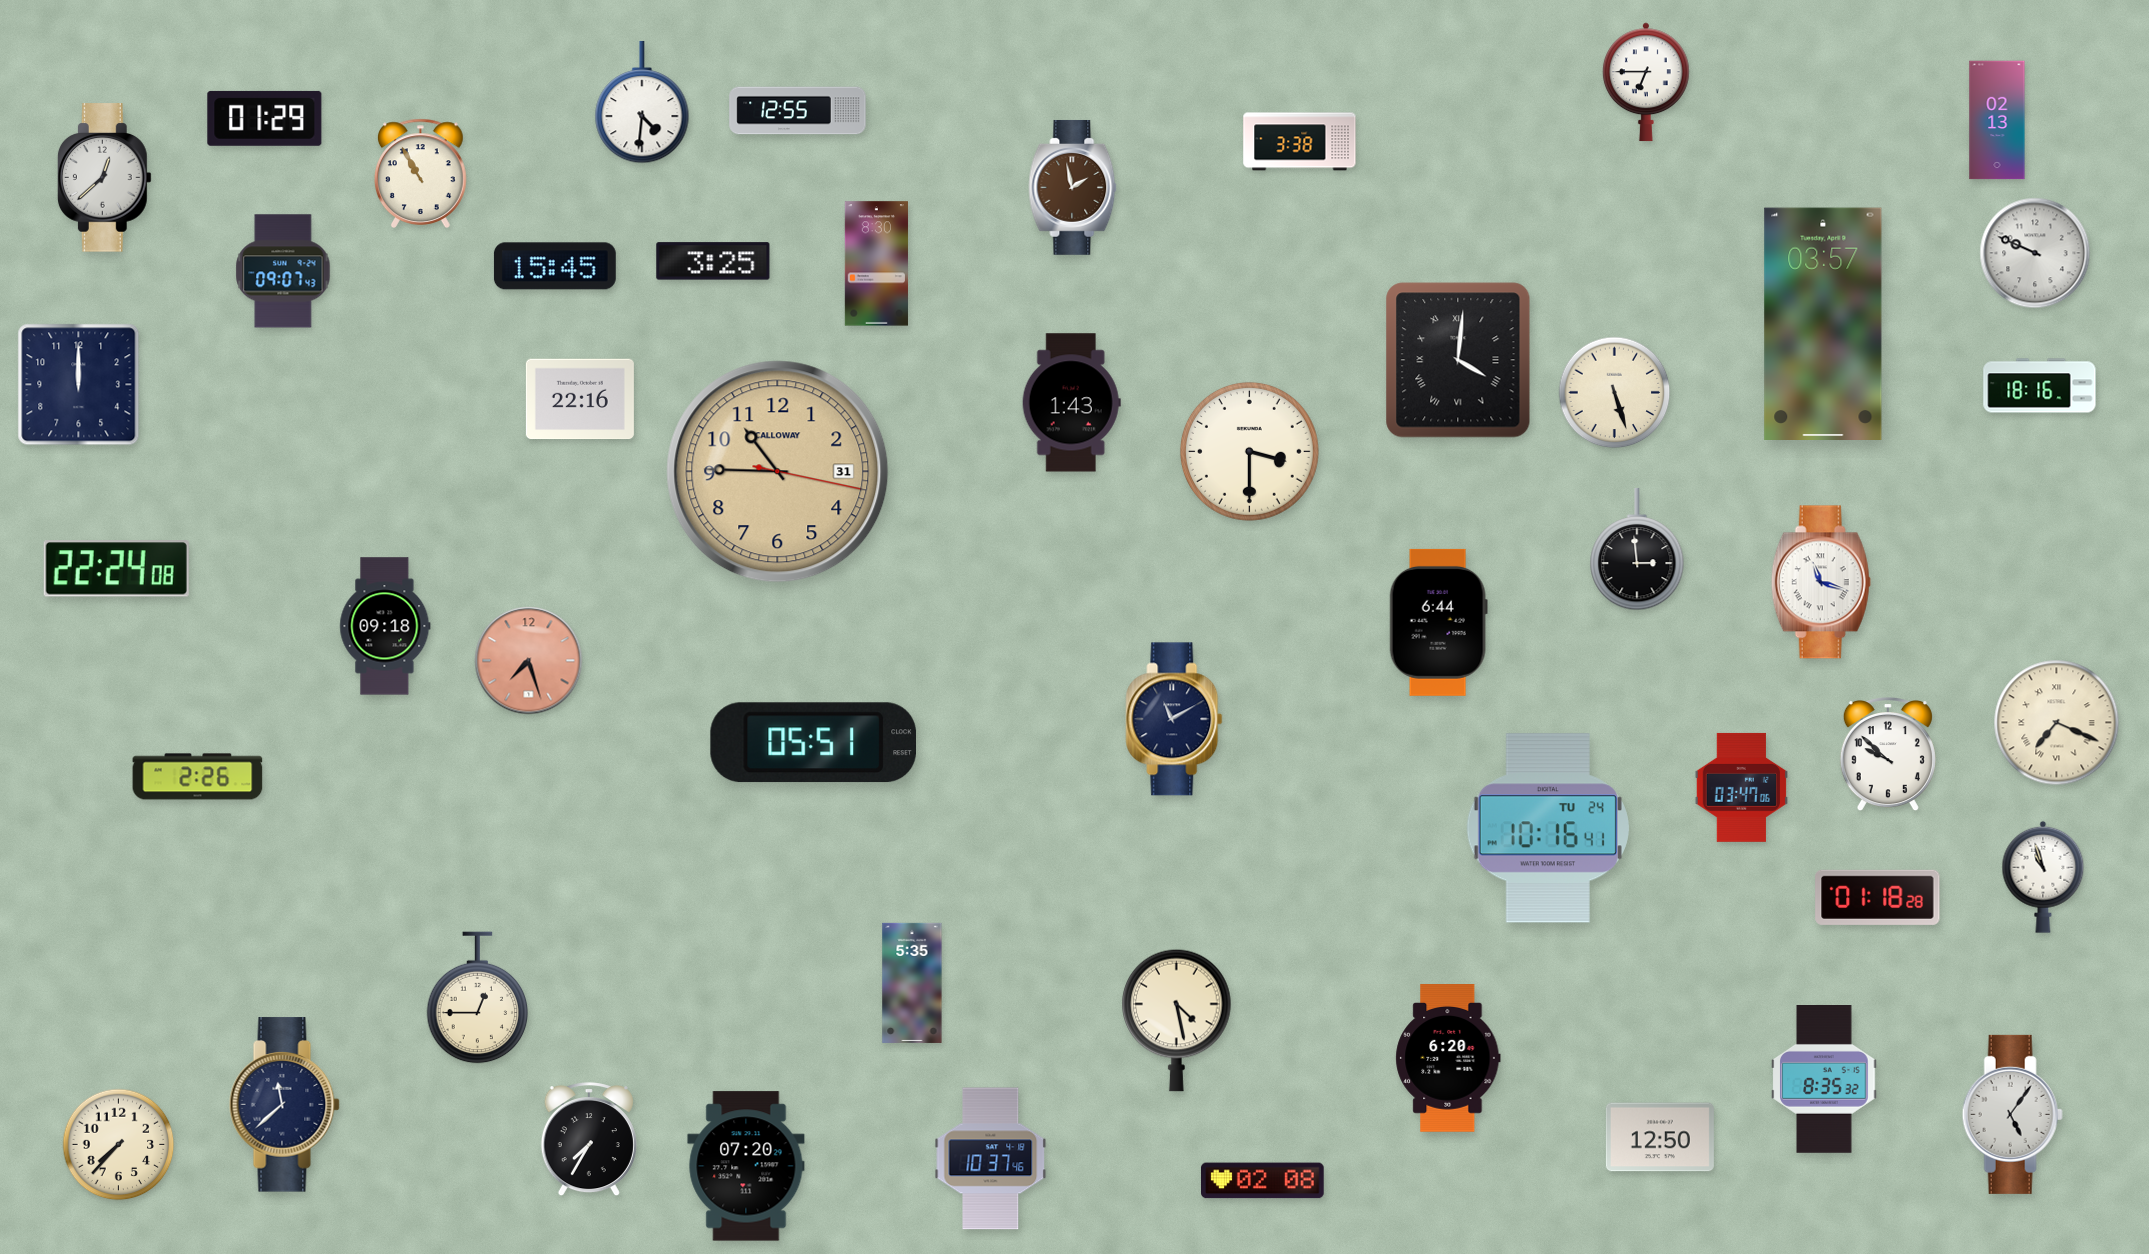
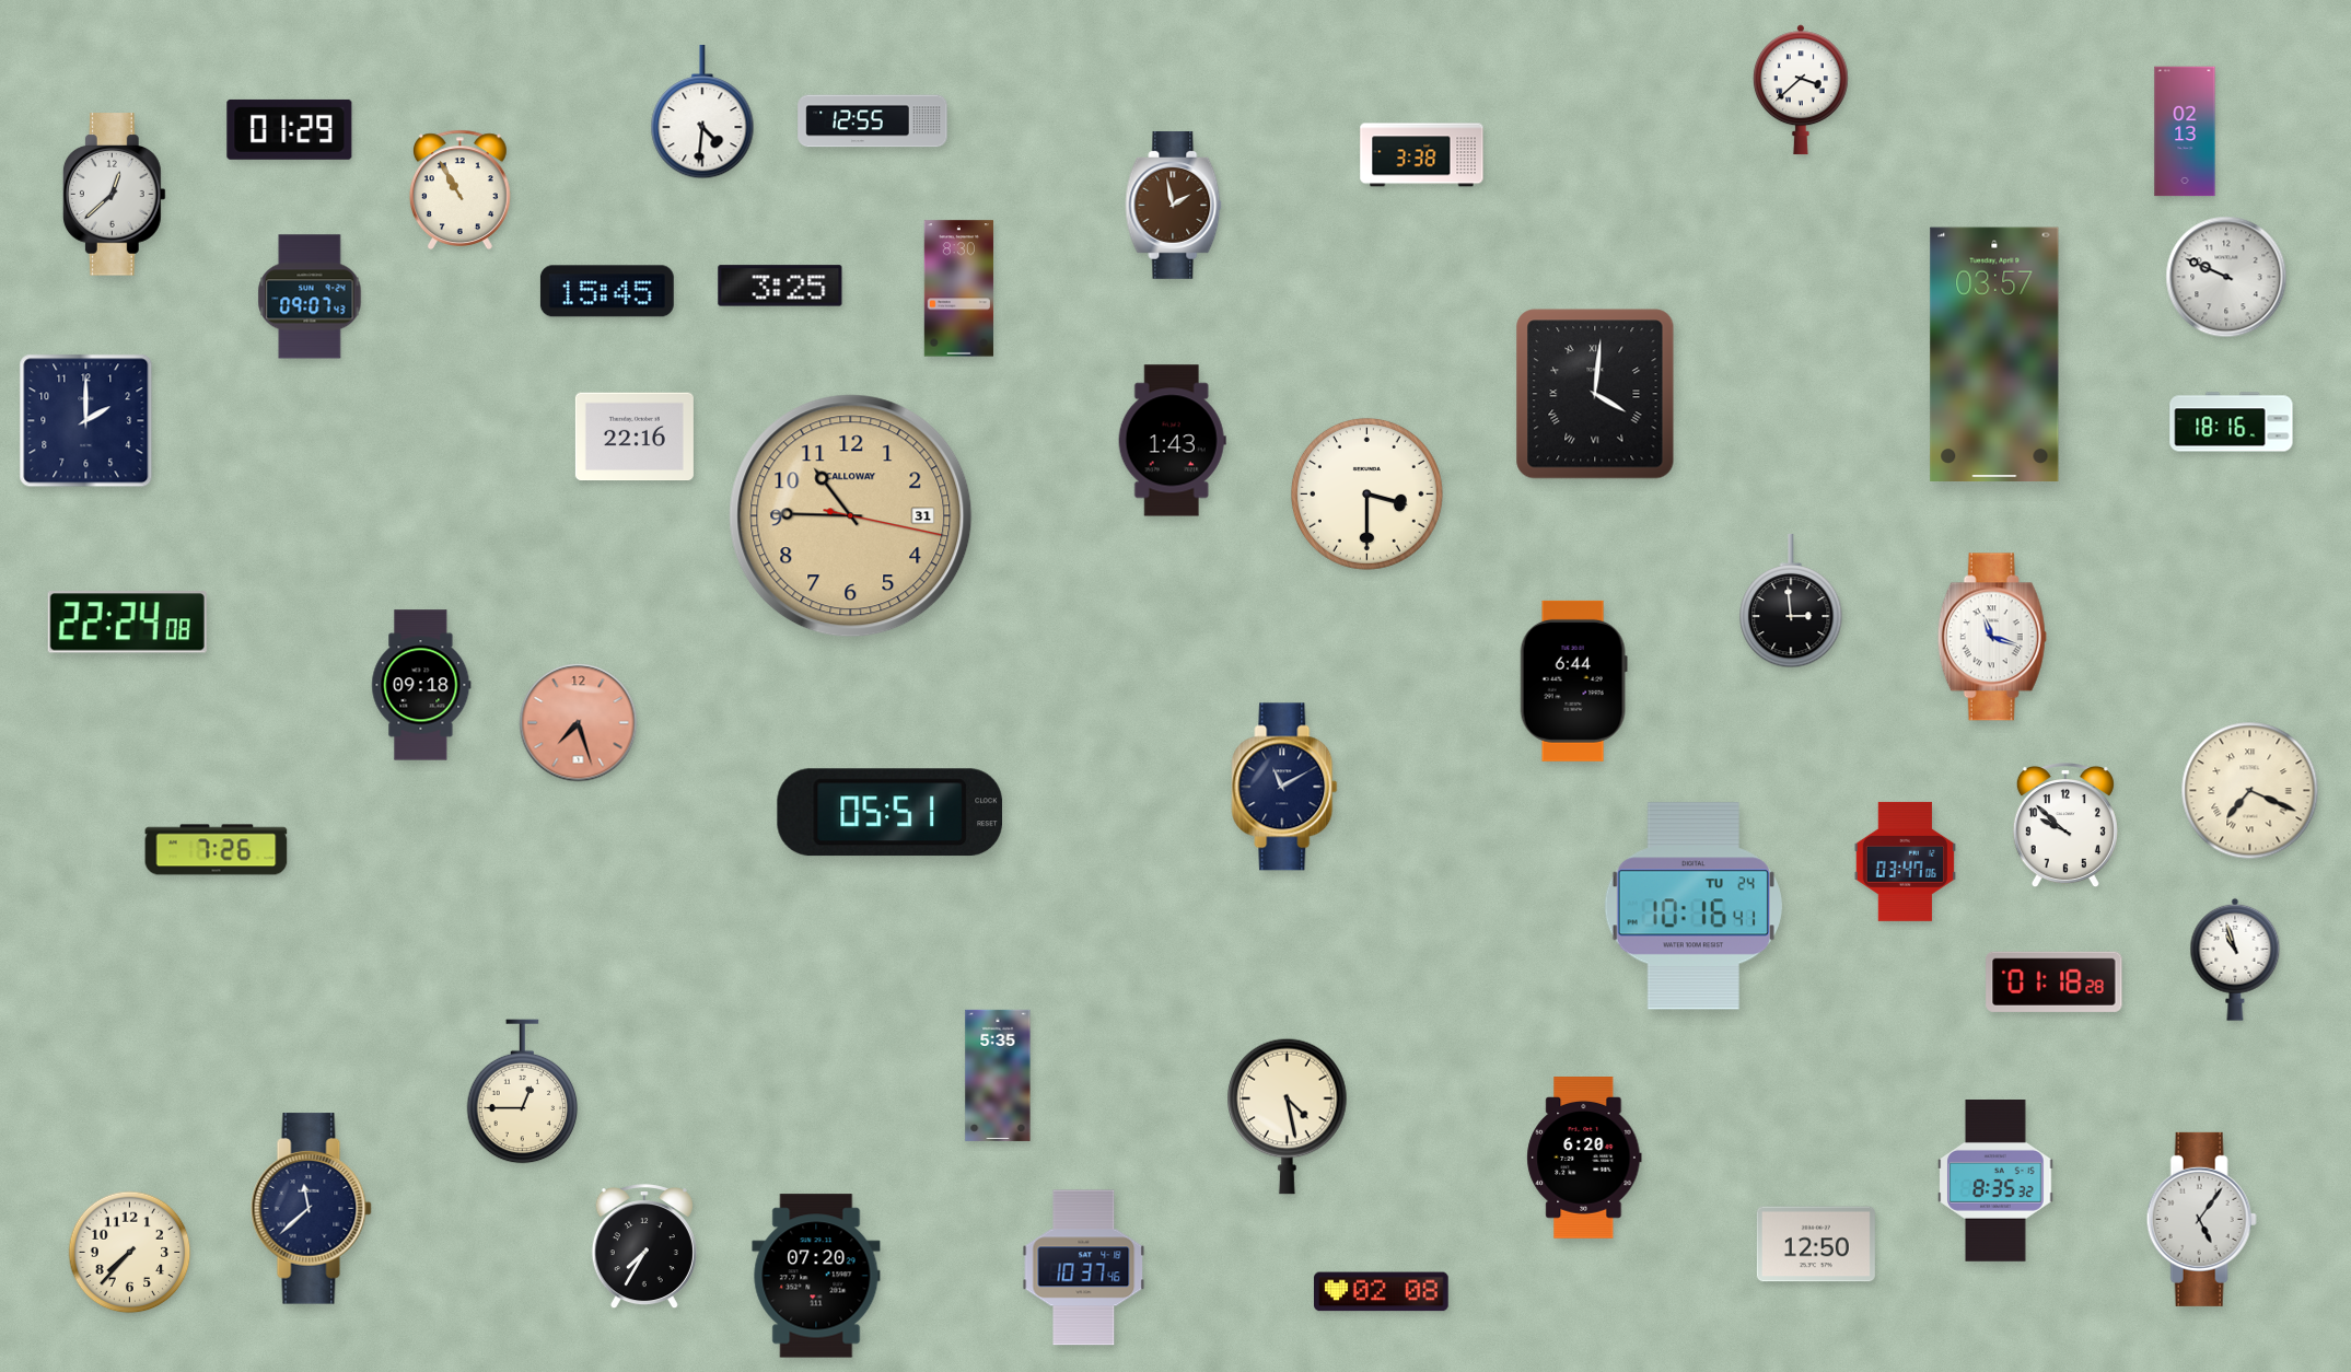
clock at (1646, 82): 6:45 -> 3:38
clock at (79, 385): 12:00 -> 2:00
clock at (1615, 393): 5:27 -> none
clock at (198, 777): 2:26 -> 7:26
